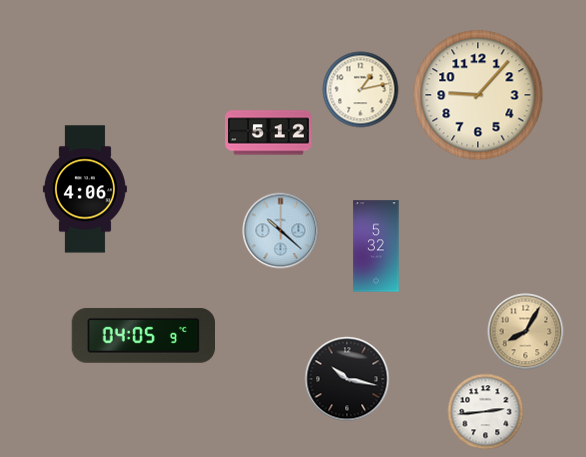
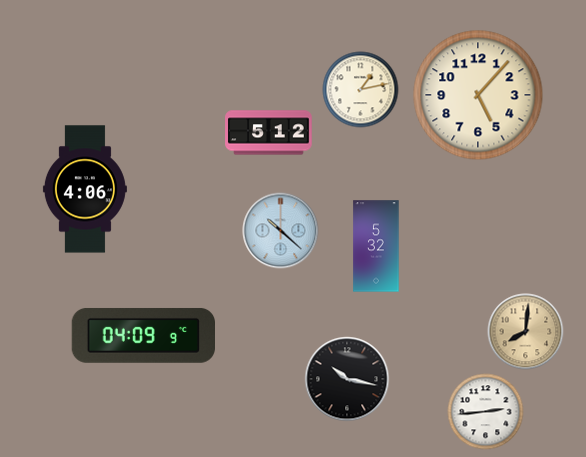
clock at (478, 95): 9:07 -> 5:07
clock at (526, 332): 8:05 -> 8:01
clock at (144, 335): 04:05 -> 04:09
